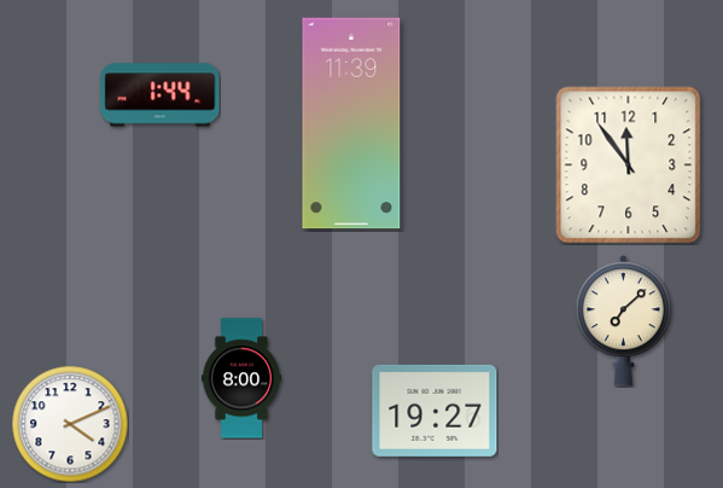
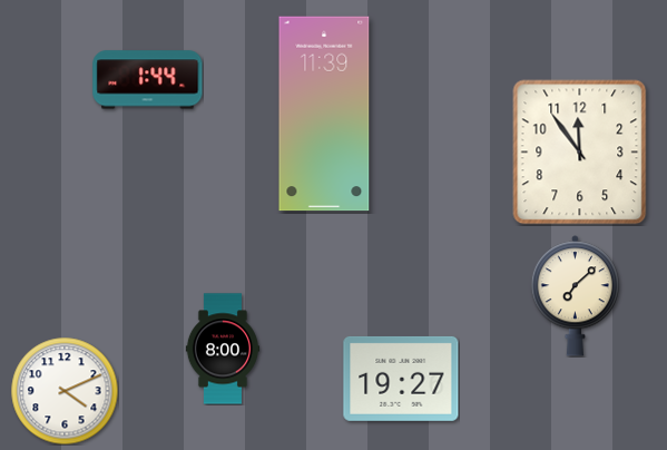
clock at (161, 95) position: (161, 95) -> (148, 80)
